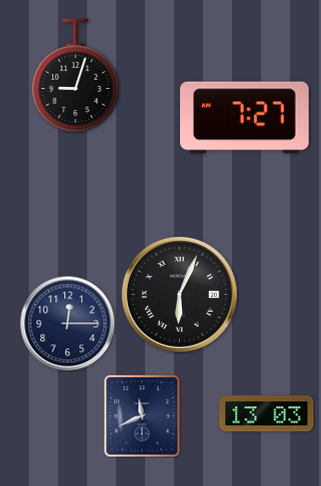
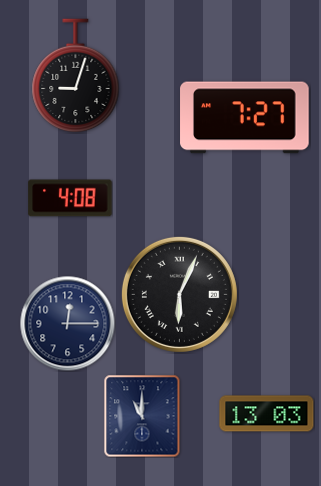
clock at (70, 198): none -> 4:08
clock at (142, 416): 11:41 -> 11:00
